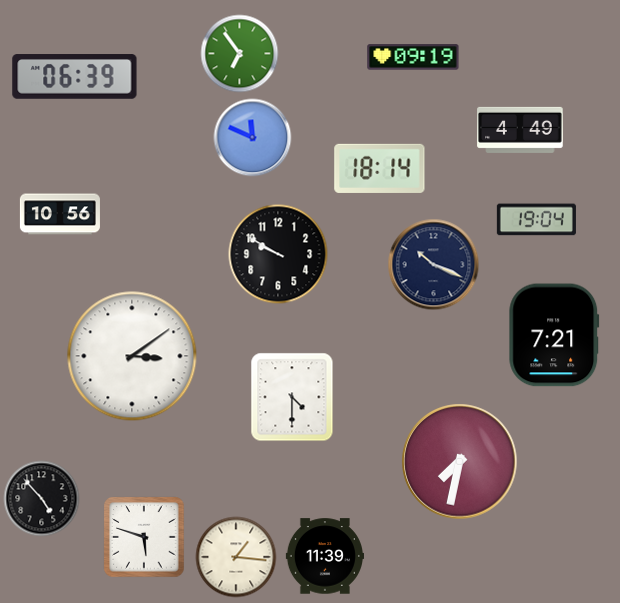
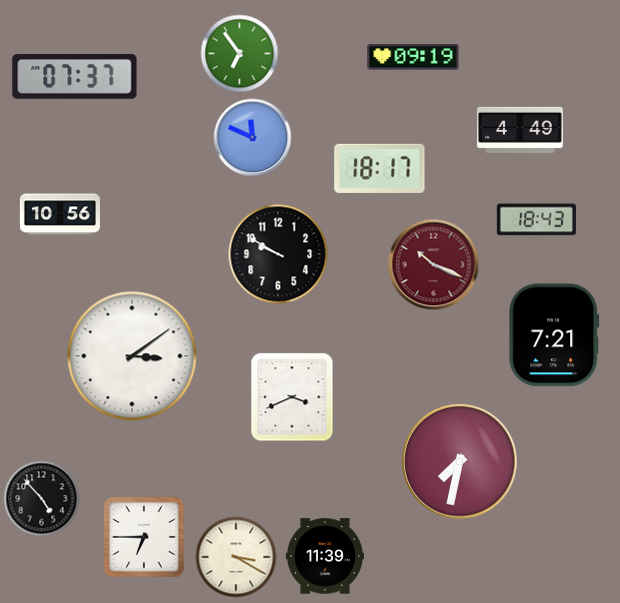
clock at (75, 77): 06:39 -> 07:37
clock at (380, 168): 18:14 -> 18:17
clock at (536, 220): 19:04 -> 18:43
clock at (434, 265) dial: navy -> burgundy
clock at (292, 397): 4:30 -> 3:41
clock at (144, 537): 5:48 -> 6:45
clock at (236, 557): 1:16 -> 3:20
